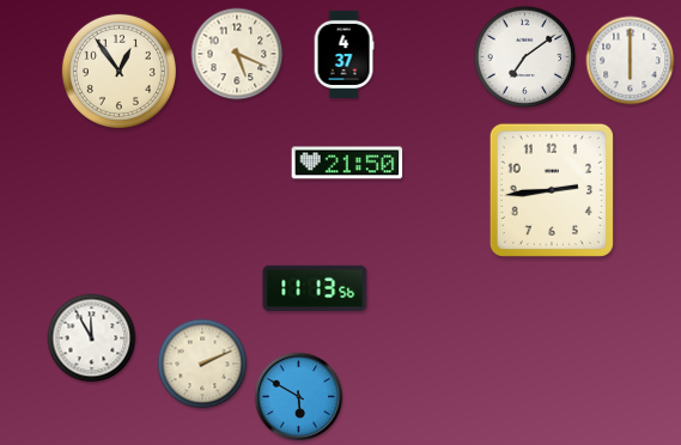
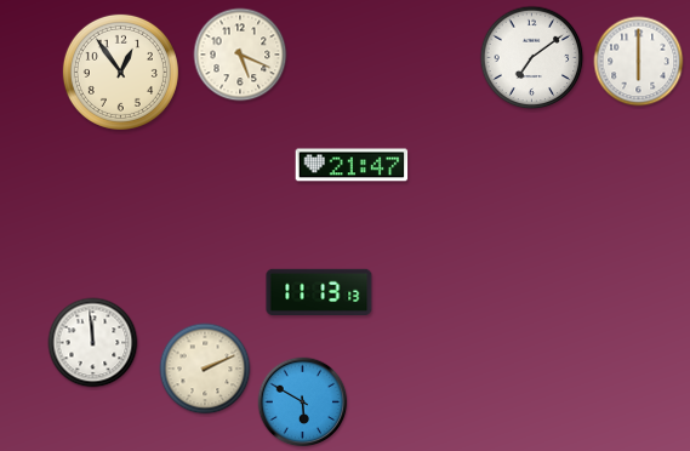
clock at (343, 55): 4:37 -> none
clock at (347, 163): 21:50 -> 21:47
clock at (552, 190): 2:44 -> none
clock at (315, 287): 11:13:56 -> 11:13:13
clock at (92, 339): 11:55 -> 11:59
